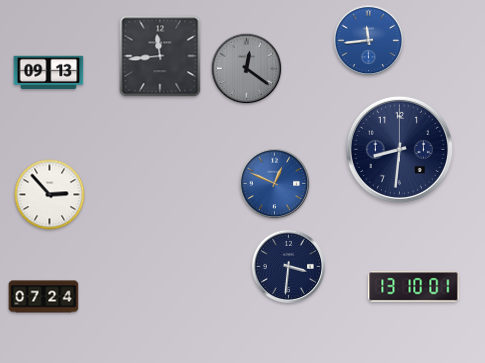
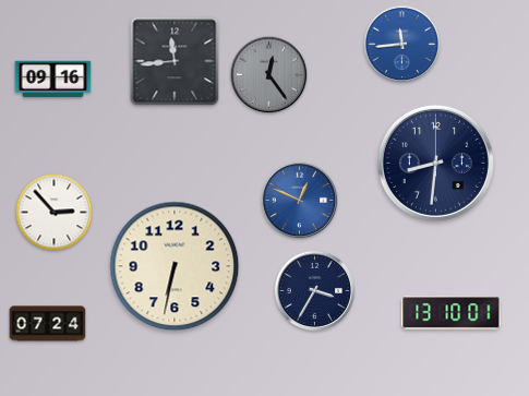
clock at (247, 69): 12:21 -> 12:24
clock at (49, 73): 09:13 -> 09:16
clock at (175, 266): none -> 6:32
clock at (289, 267): 3:31 -> 3:35
